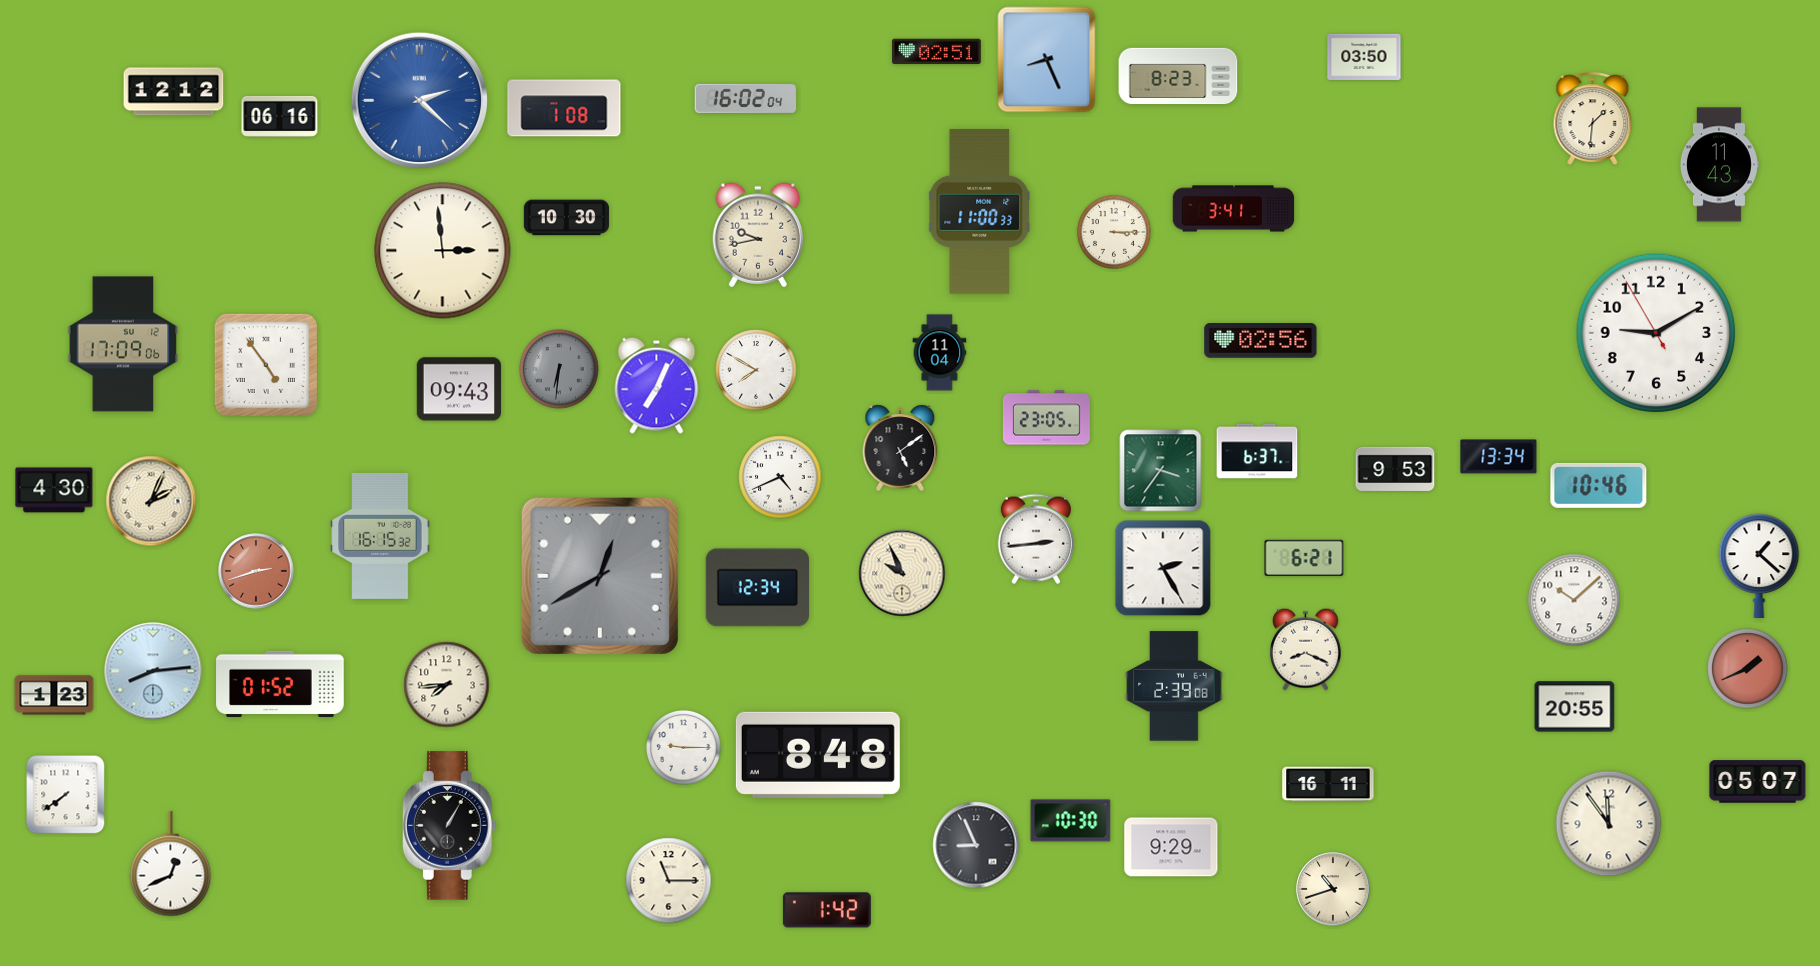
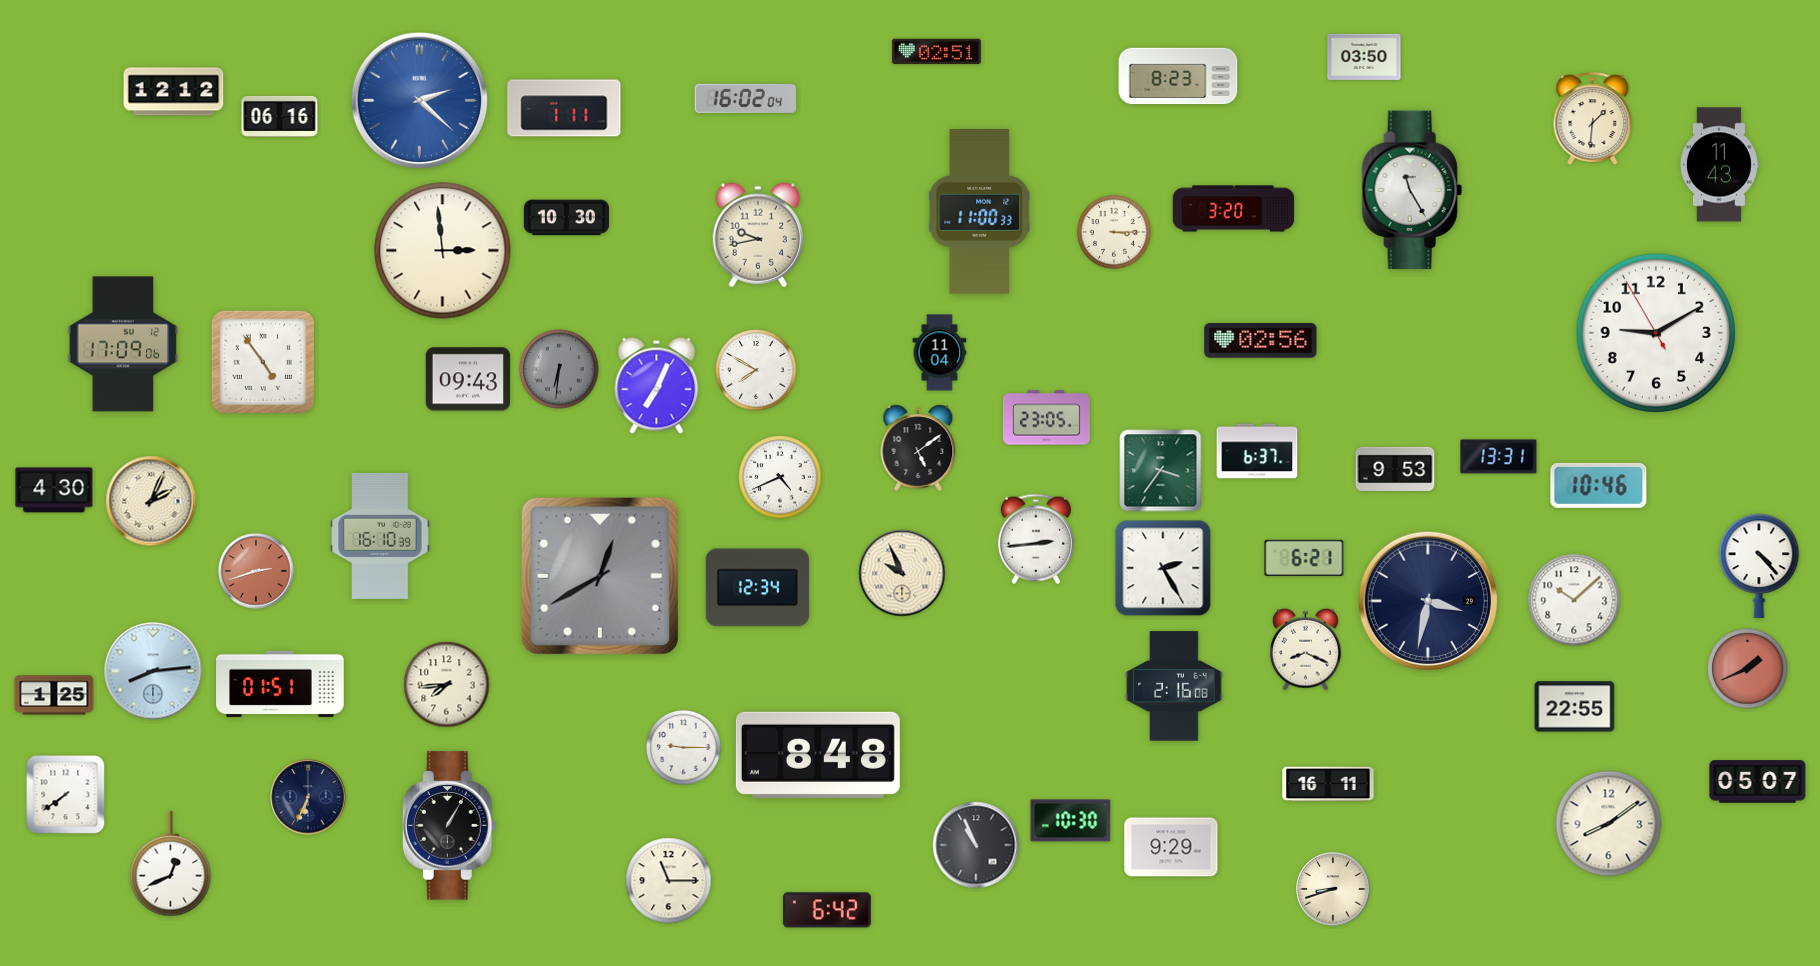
clock at (1047, 60): 8:26 -> none
clock at (564, 108): 1:08 -> 1:11
clock at (1412, 190): none -> 11:25
clock at (1234, 209): 3:41 -> 3:20
clock at (265, 364) position: (265, 364) -> (262, 361)
clock at (458, 389) position: (458, 389) -> (467, 379)
clock at (900, 448) position: (900, 448) -> (918, 448)
clock at (1499, 457): 13:34 -> 13:31
clock at (380, 536): 16:15 -> 16:10
clock at (1759, 566): 1:22 -> 4:23
clock at (1427, 600): none -> 3:32
clock at (280, 683): 01:52 -> 01:51
clock at (1174, 686): 2:39 -> 2:16
clock at (54, 695): 1:23 -> 1:25
clock at (1575, 707): 20:55 -> 22:55
clock at (308, 797): none -> 6:34
clock at (1609, 824): 11:54 -> 8:09
clock at (976, 845): 8:56 -> 10:56
clock at (1333, 889): 10:42 -> 8:42
clock at (827, 910): 1:42 -> 6:42
